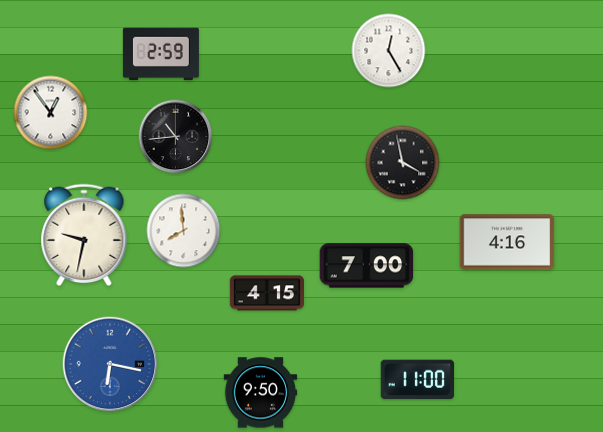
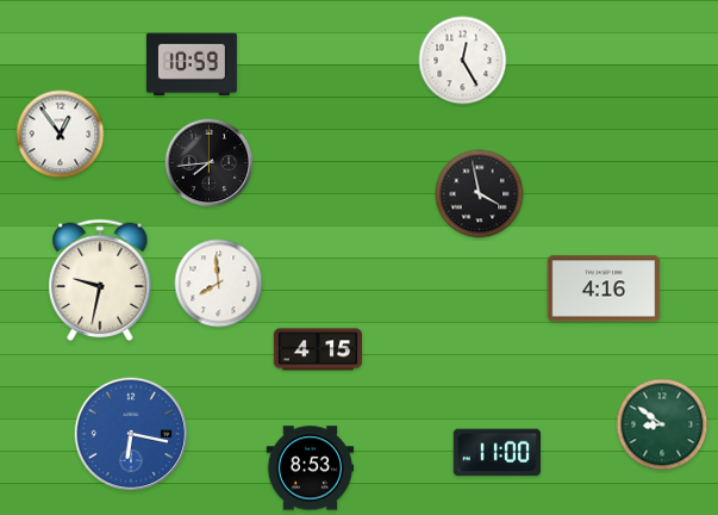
clock at (161, 54): 2:59 -> 10:59
clock at (176, 137): 10:44 -> 7:44
clock at (184, 231) position: (184, 231) -> (219, 284)
clock at (367, 266): 7:00 -> none
clock at (662, 424): none -> 8:51
clock at (261, 393): 9:50 -> 8:53
